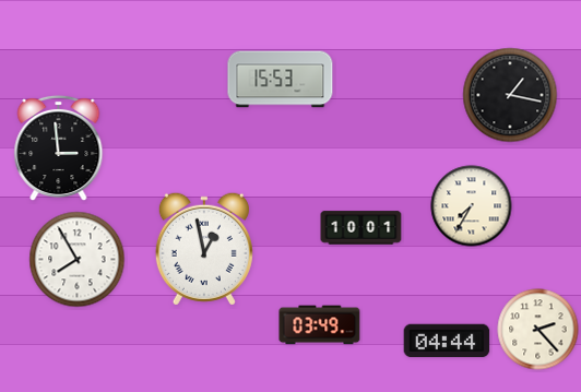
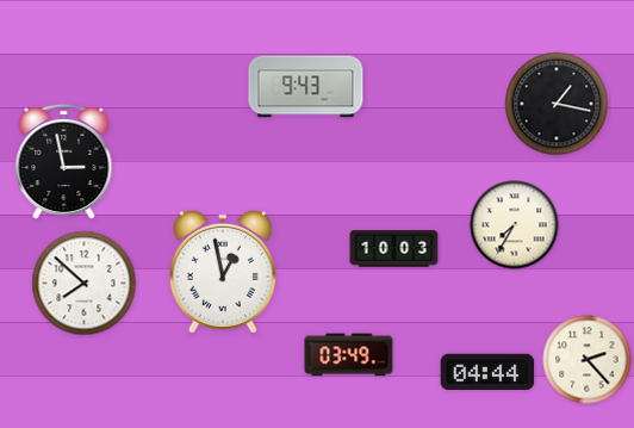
clock at (281, 80): 15:53 -> 9:43
clock at (59, 149): 2:59 -> 2:58
clock at (361, 228): 10:01 -> 10:03
clock at (78, 260): 7:55 -> 7:52
